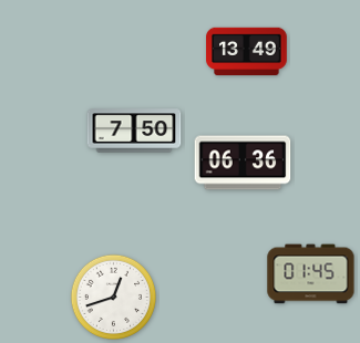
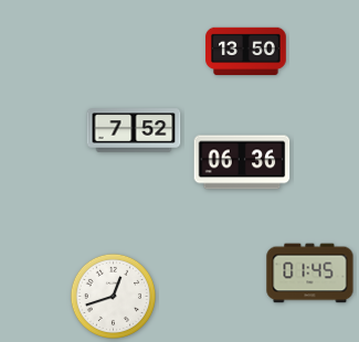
clock at (247, 52): 13:49 -> 13:50
clock at (134, 131): 7:50 -> 7:52
